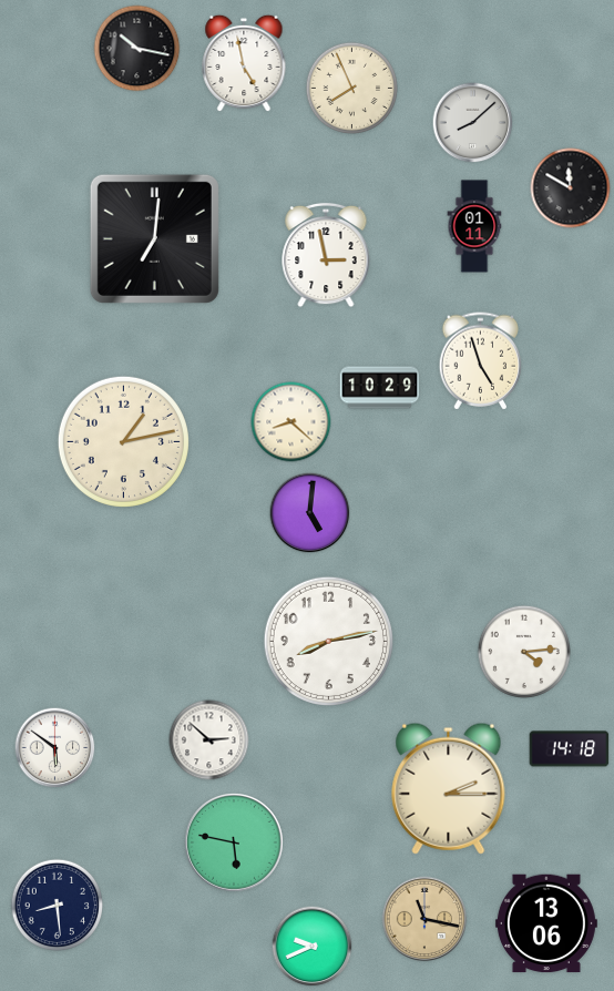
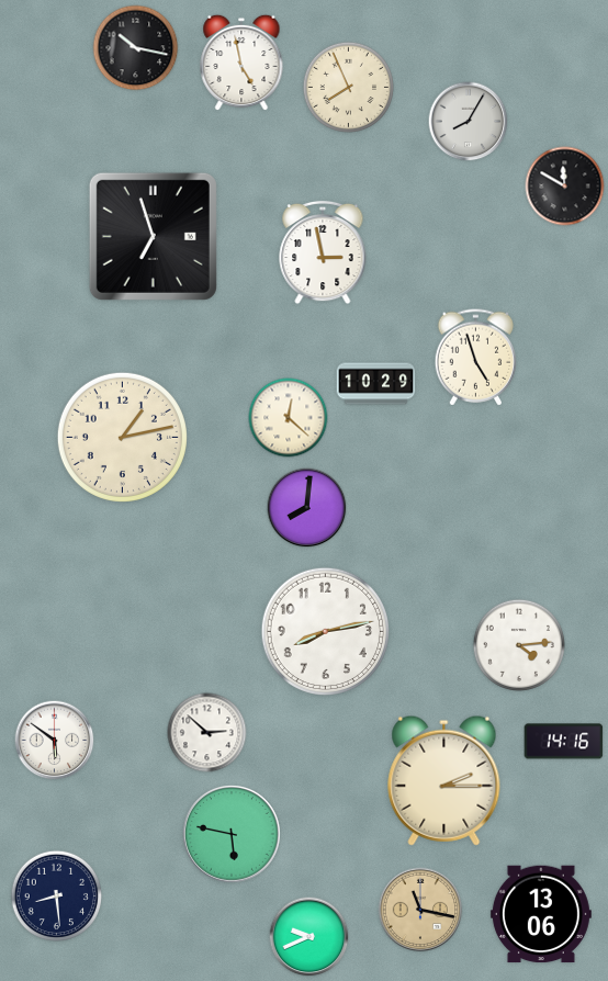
clock at (473, 123): 8:08 -> 8:05
clock at (474, 226): 01:11 -> none
clock at (154, 238): 7:01 -> 6:57
clock at (291, 422): 8:22 -> 12:22
clock at (310, 513): 5:01 -> 8:01
clock at (328, 641) position: (328, 641) -> (325, 631)
clock at (570, 749): 14:18 -> 14:16
